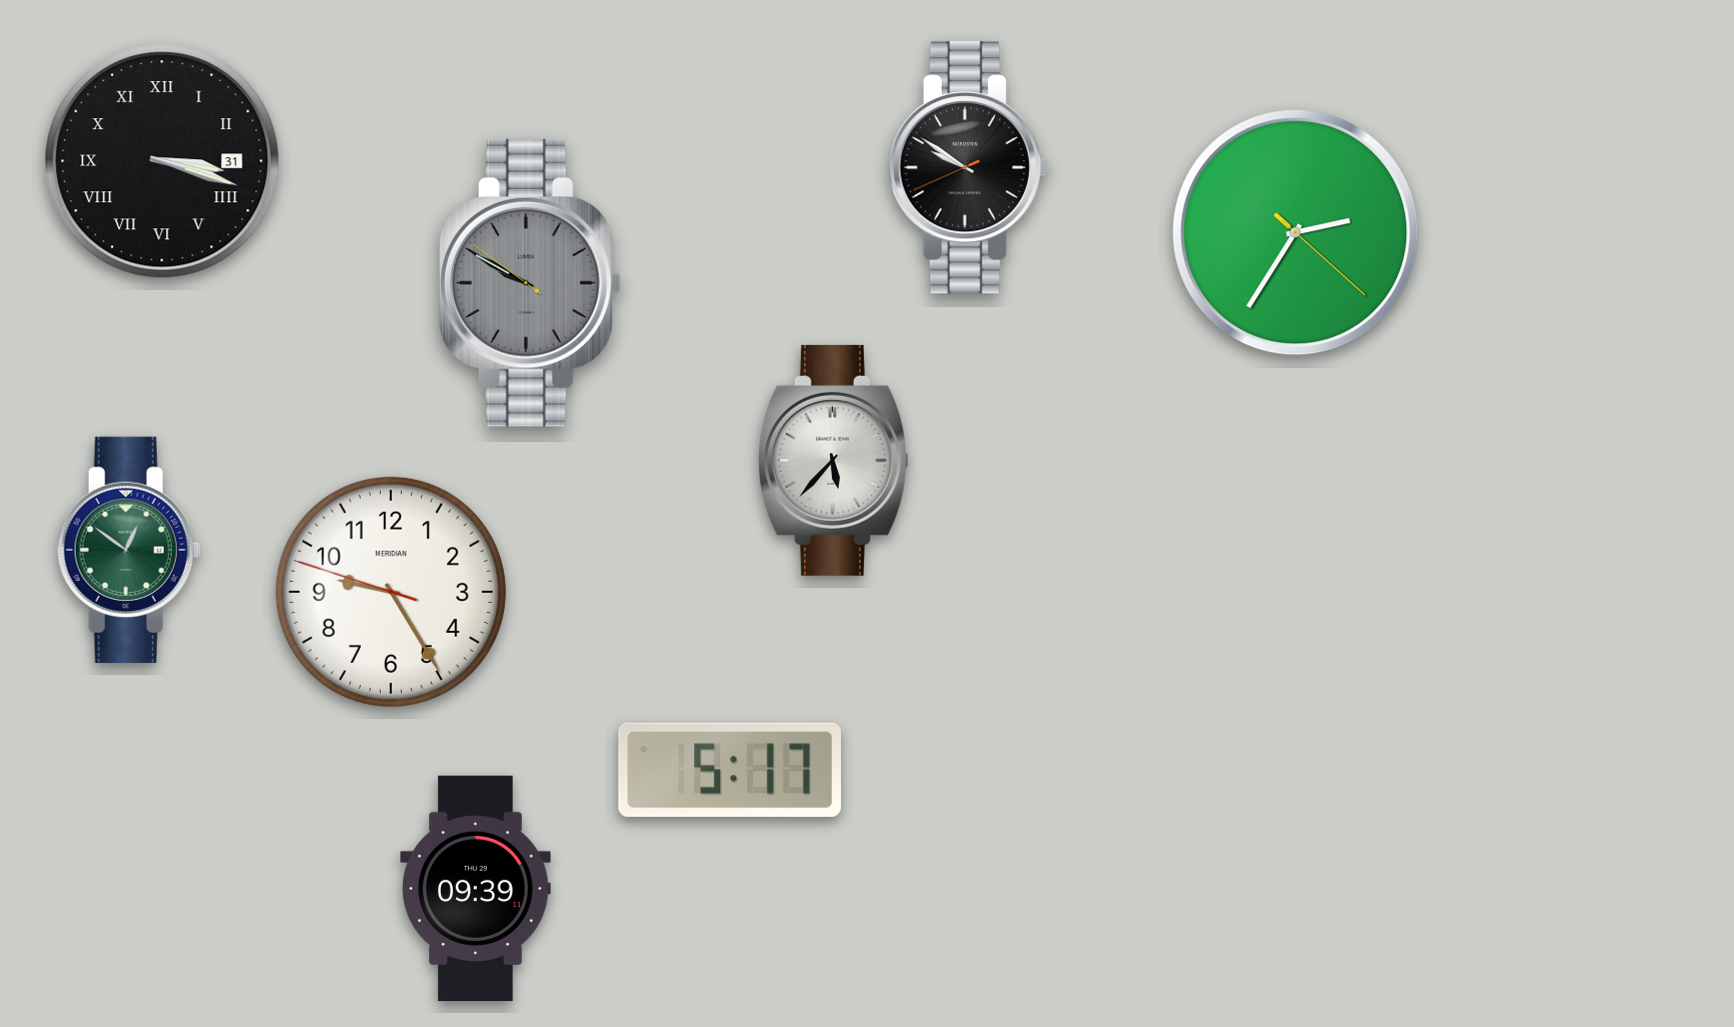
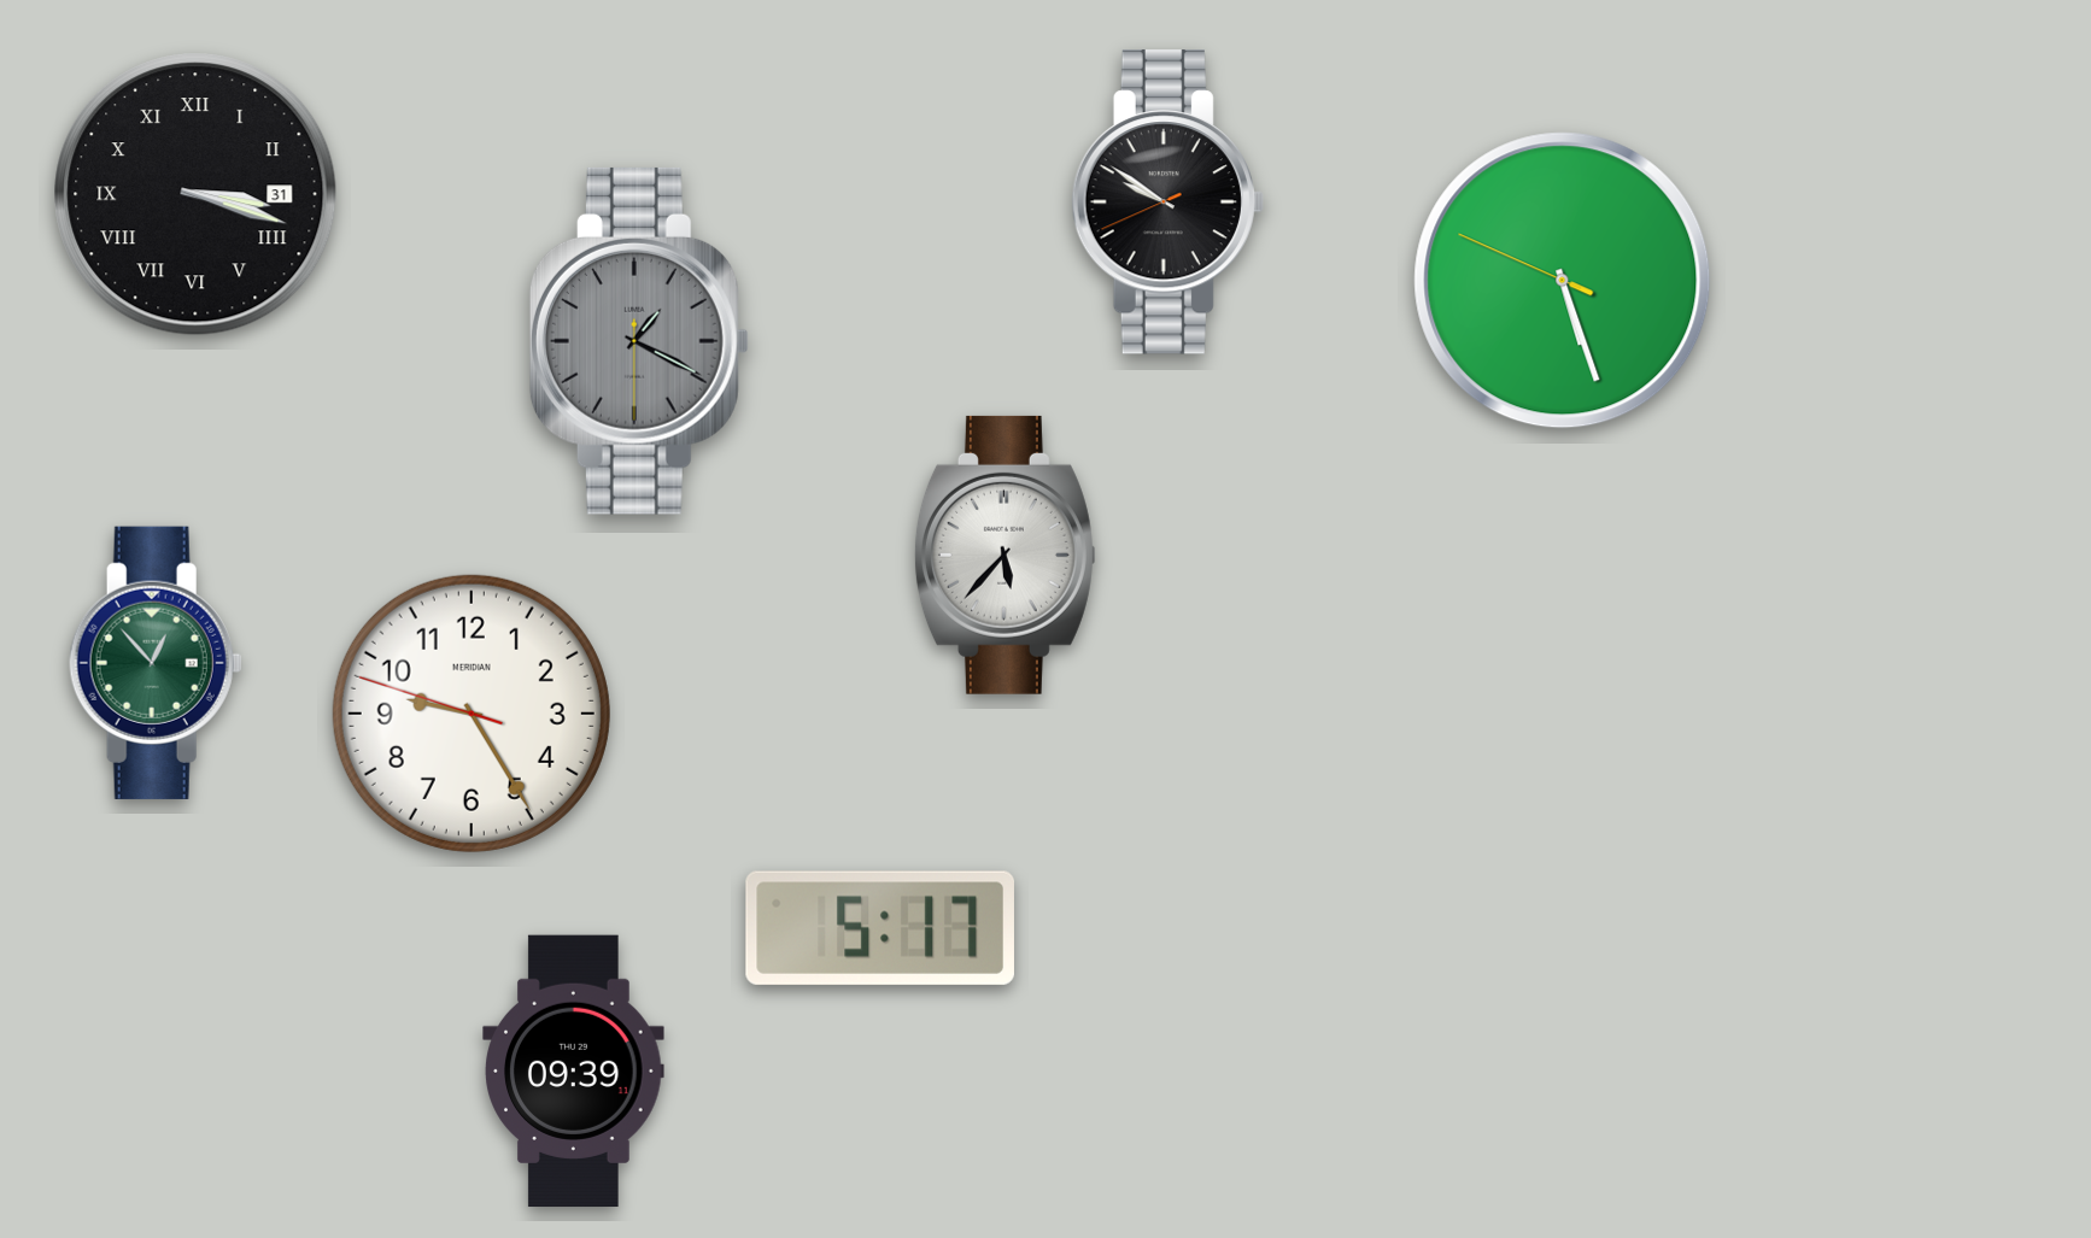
clock at (1296, 233): 2:35 -> 5:26
clock at (530, 283): 9:49 -> 1:19
clock at (129, 550): 12:51 -> 12:53
